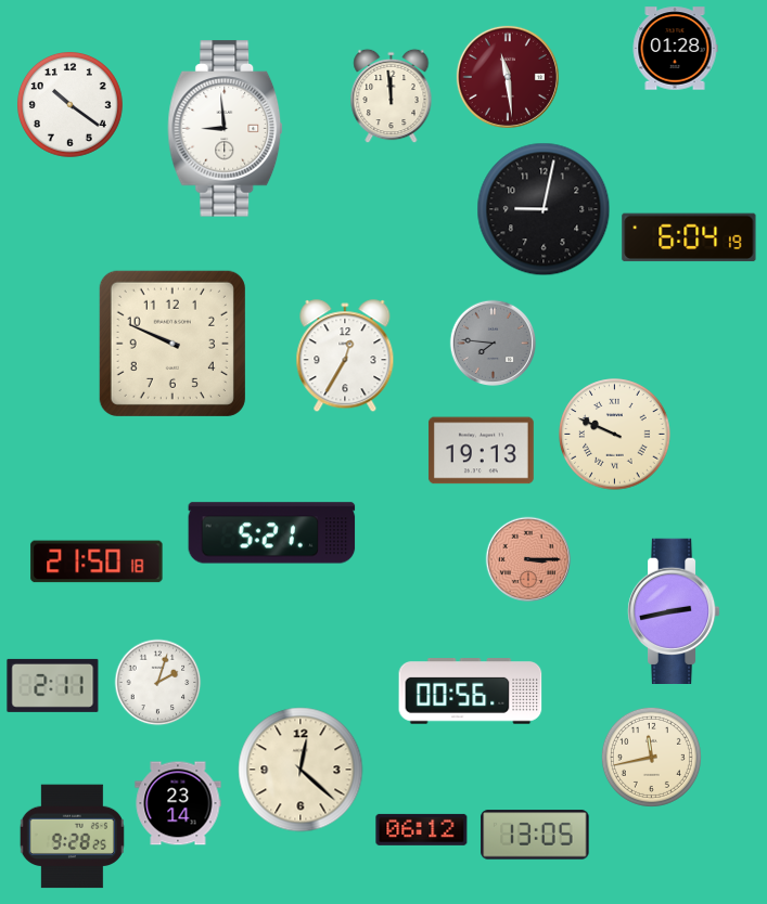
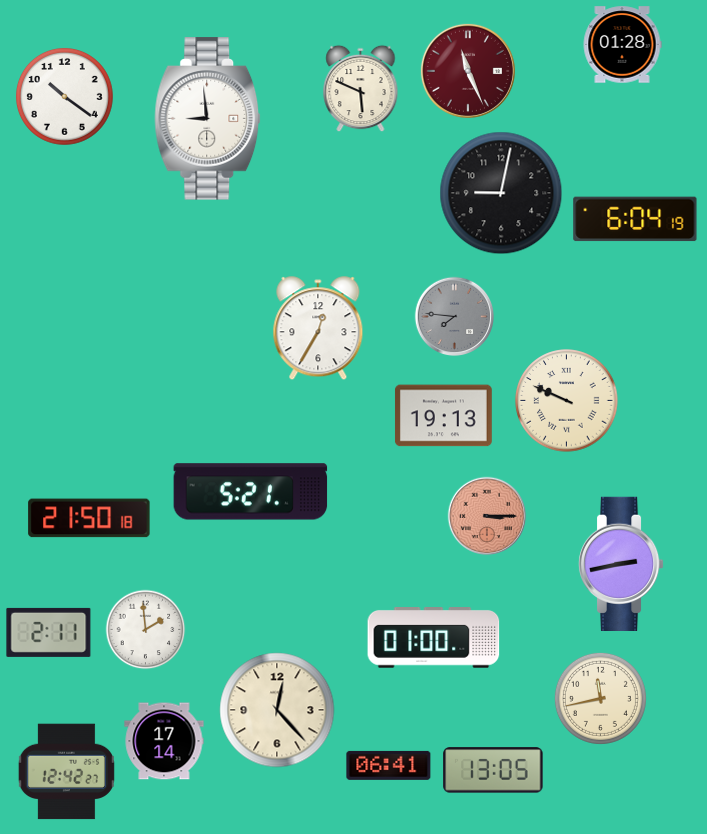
clock at (508, 77): 11:29 -> 11:26
clock at (392, 96): 11:59 -> 5:49
clock at (172, 344): 9:49 -> none
clock at (158, 683): 2:03 -> 1:59
clock at (471, 692): 00:56 -> 01:00
clock at (301, 770): 12:22 -> 12:23
clock at (178, 803): 23:14 -> 17:14
clock at (422, 829): 06:12 -> 06:41
clock at (72, 837): 9:28 -> 12:42
